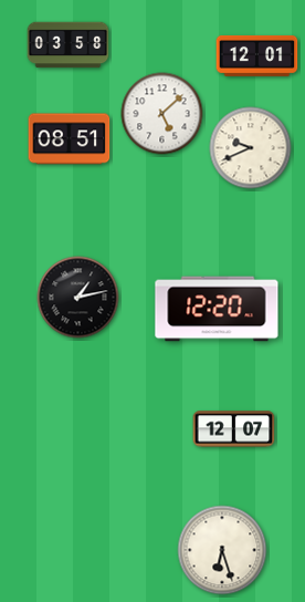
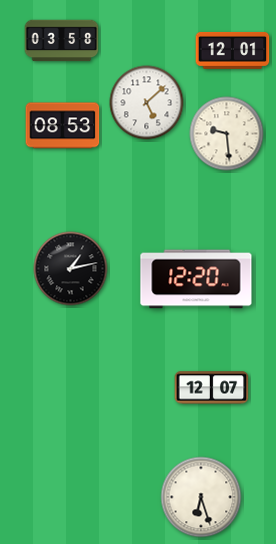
clock at (70, 139): 08:51 -> 08:53
clock at (251, 148): 9:41 -> 9:29
